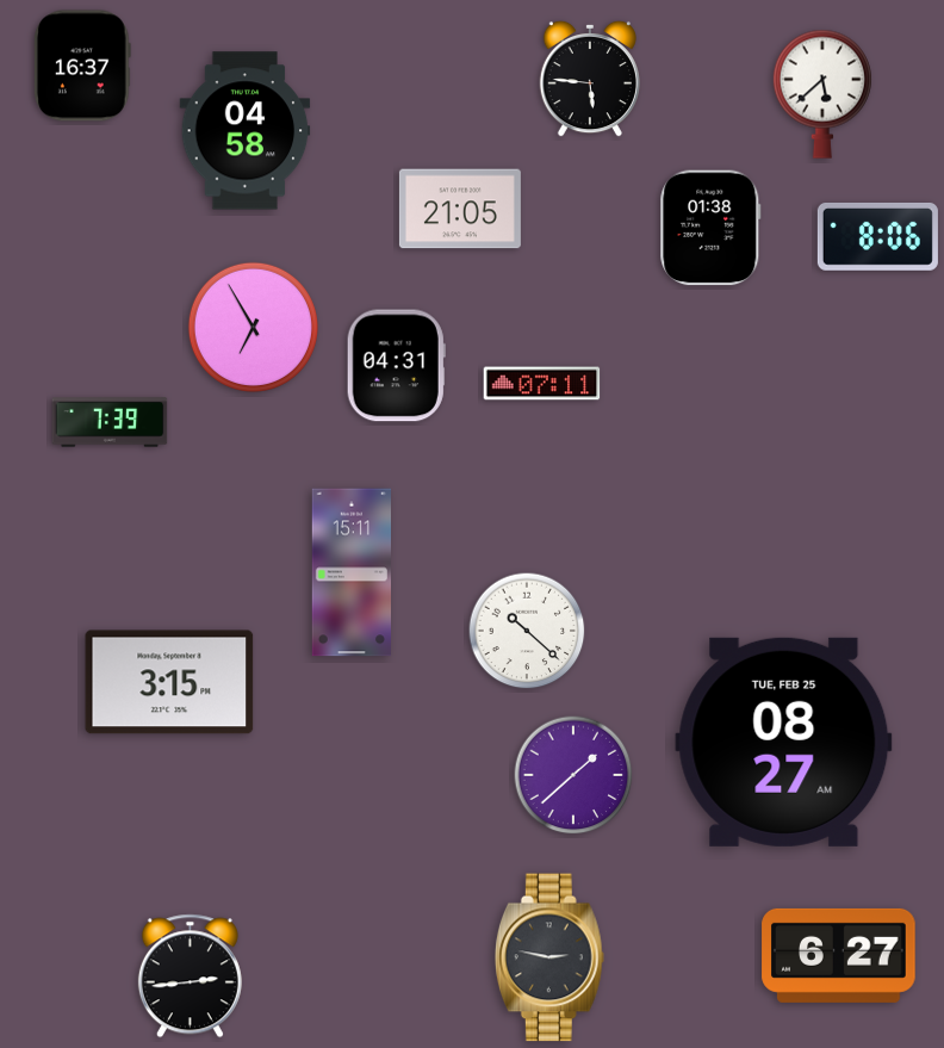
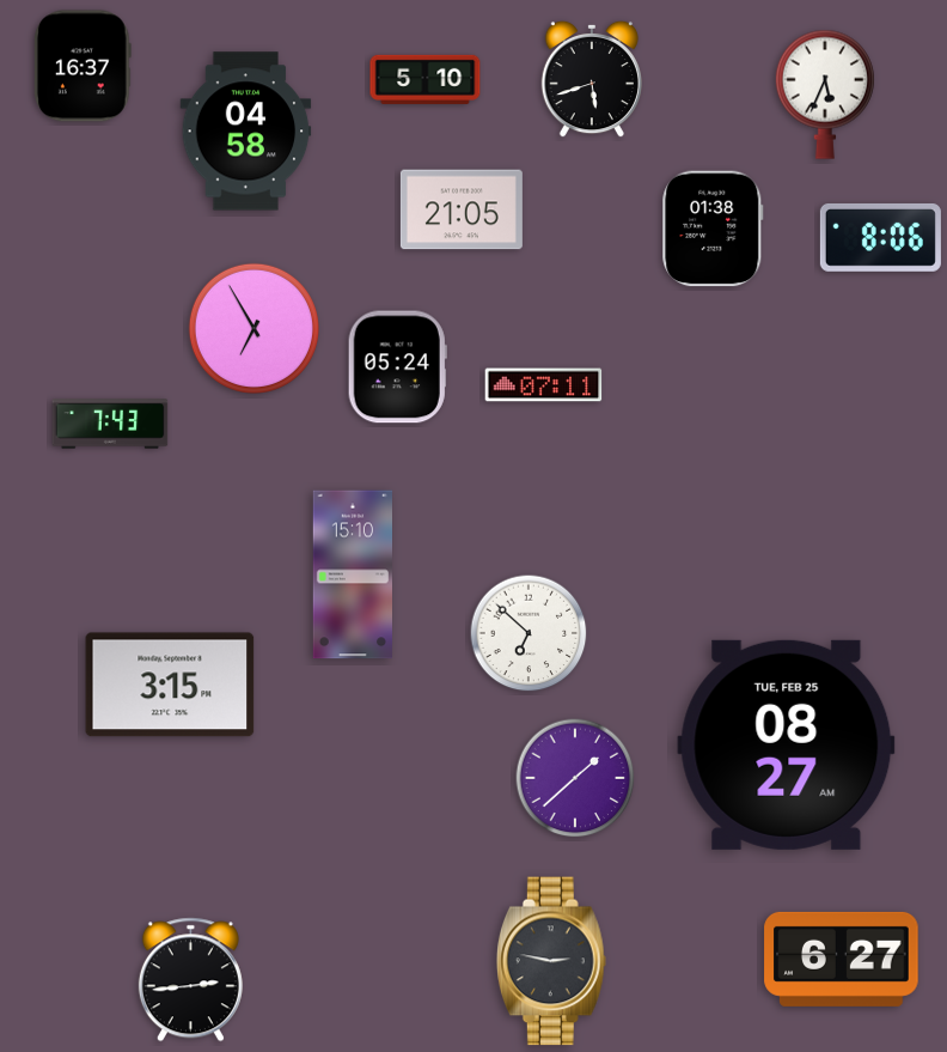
clock at (426, 79): none -> 5:10
clock at (590, 79): 5:46 -> 5:42
clock at (822, 94): 5:38 -> 5:34
clock at (396, 366): 04:31 -> 05:24
clock at (110, 422): 7:39 -> 7:43
clock at (350, 572): 15:11 -> 15:10
clock at (527, 631): 10:22 -> 6:52
